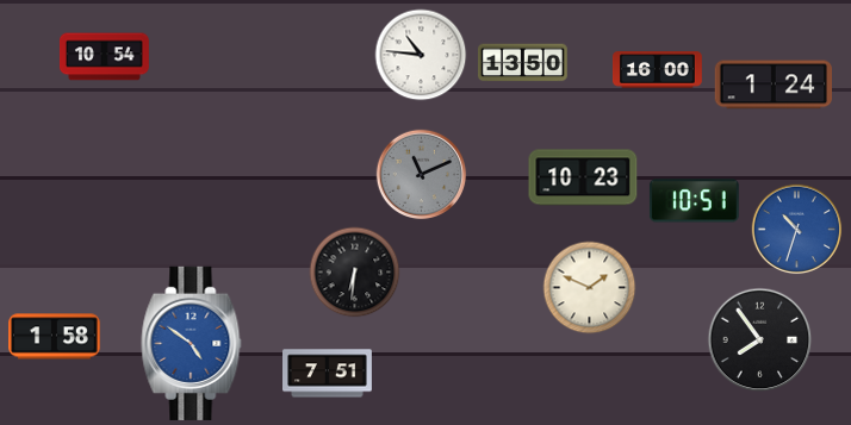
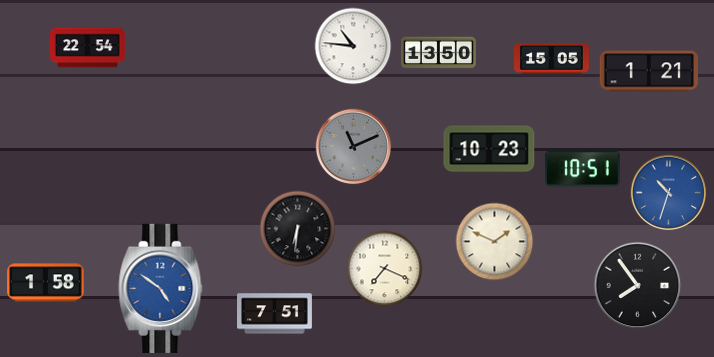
clock at (105, 57): 10:54 -> 22:54
clock at (658, 70): 16:00 -> 15:05
clock at (772, 85): 1:24 -> 1:21
clock at (385, 269): none -> 7:19
